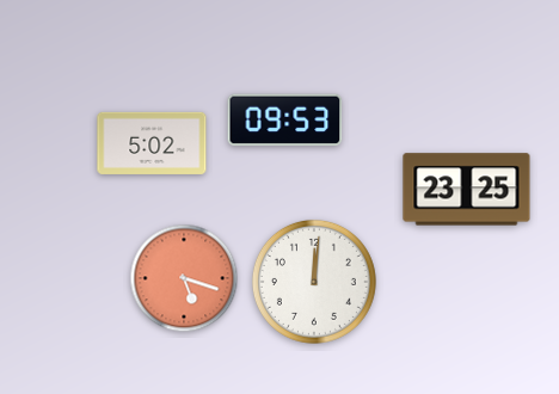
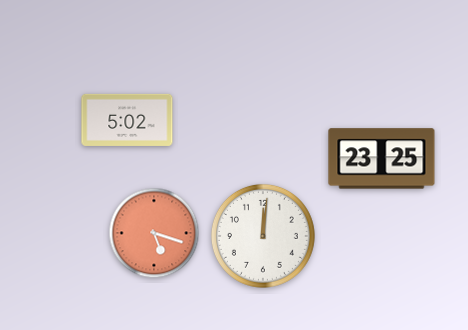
clock at (285, 119): 09:53 -> none
clock at (467, 190) position: (467, 190) -> (382, 159)
